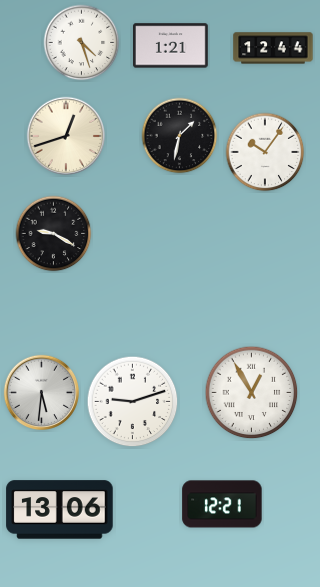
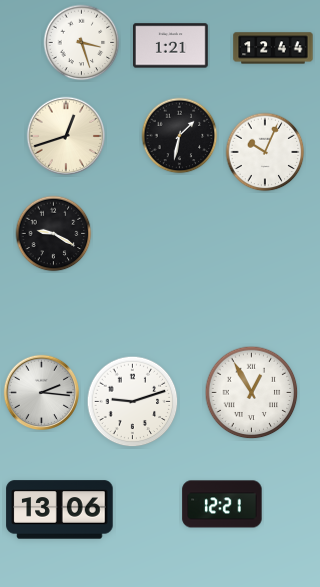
clock at (82, 43): 4:27 -> 3:27
clock at (265, 152): 10:06 -> 10:04
clock at (41, 392): 5:31 -> 2:16
